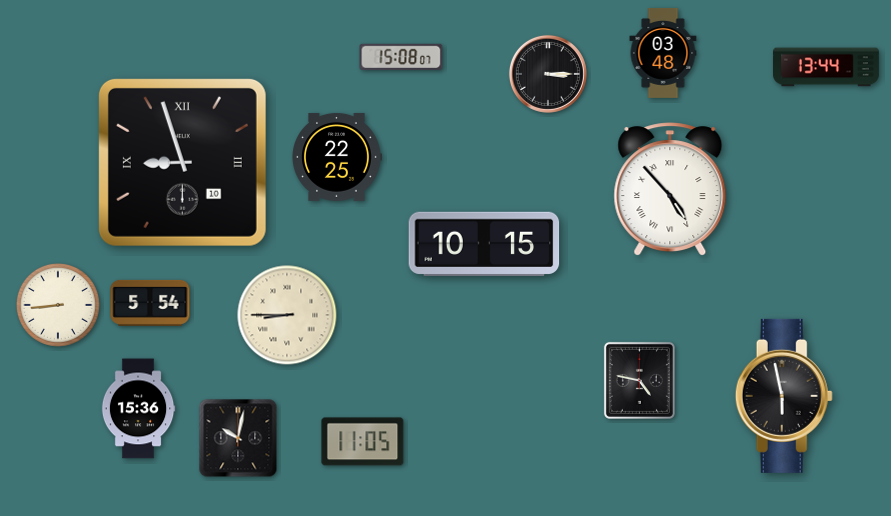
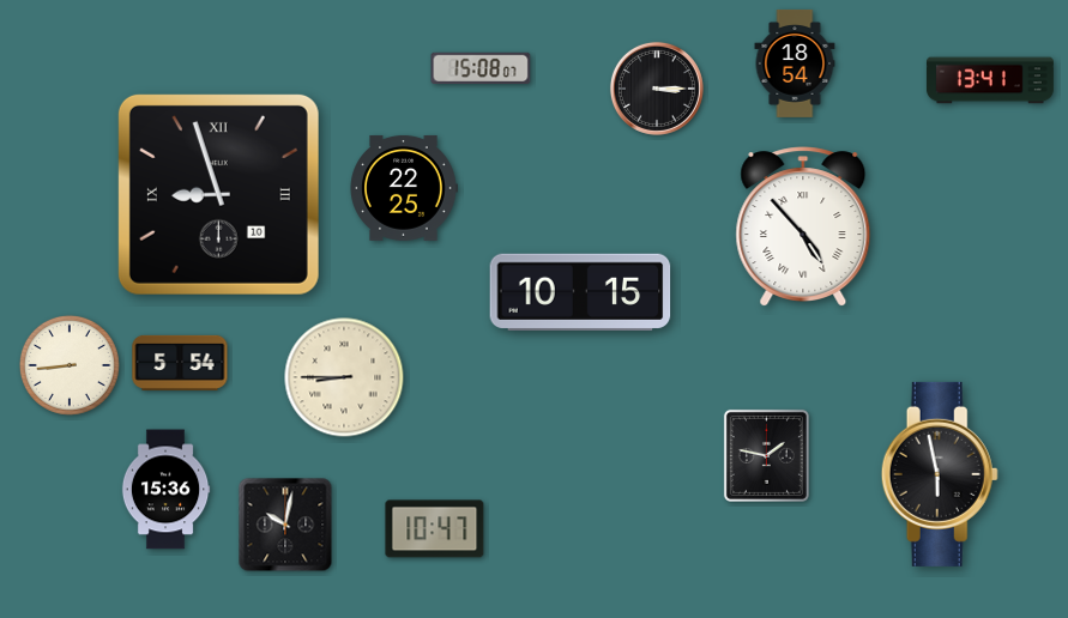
clock at (663, 53): 03:48 -> 18:54
clock at (826, 67): 13:44 -> 13:41
clock at (639, 380): 4:47 -> 1:47
clock at (363, 442): 11:05 -> 10:47
